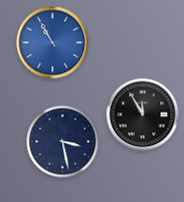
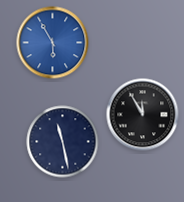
clock at (53, 43): 10:55 -> 5:55
clock at (63, 142): 3:28 -> 11:28
